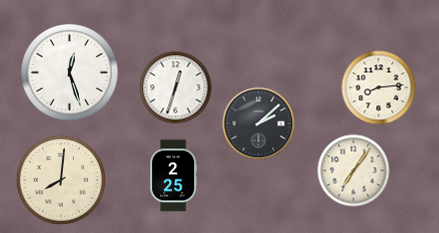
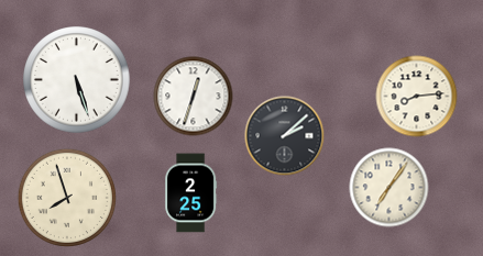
clock at (70, 73): 12:27 -> 5:27
clock at (60, 179): 8:01 -> 7:57
